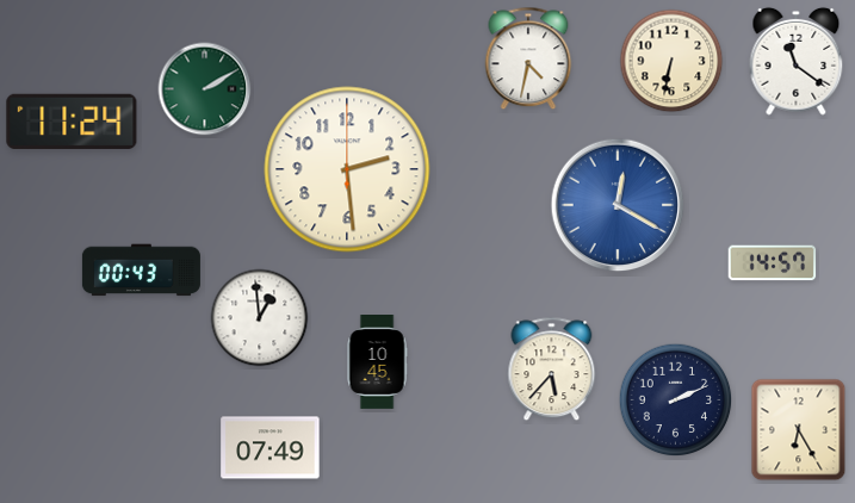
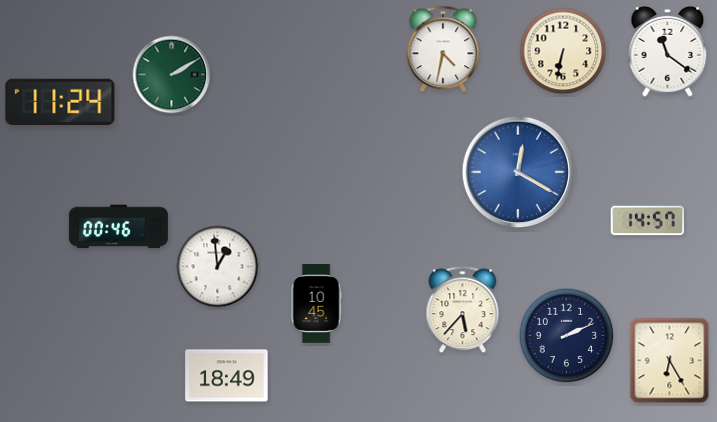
clock at (347, 169): 2:29 -> none
clock at (141, 271): 00:43 -> 00:46
clock at (271, 448): 07:49 -> 18:49
